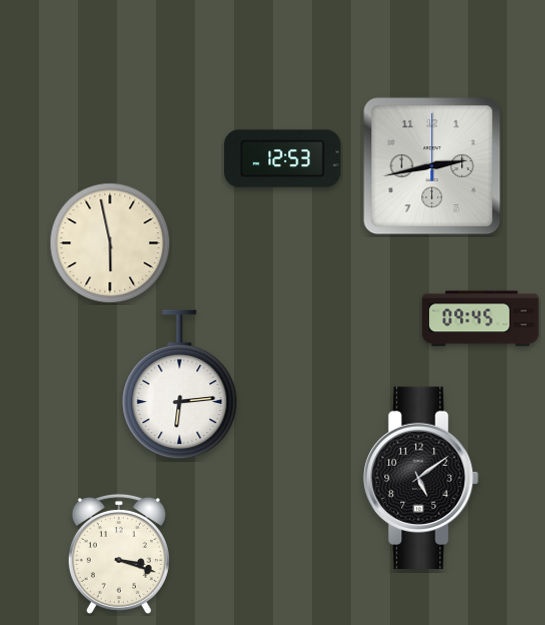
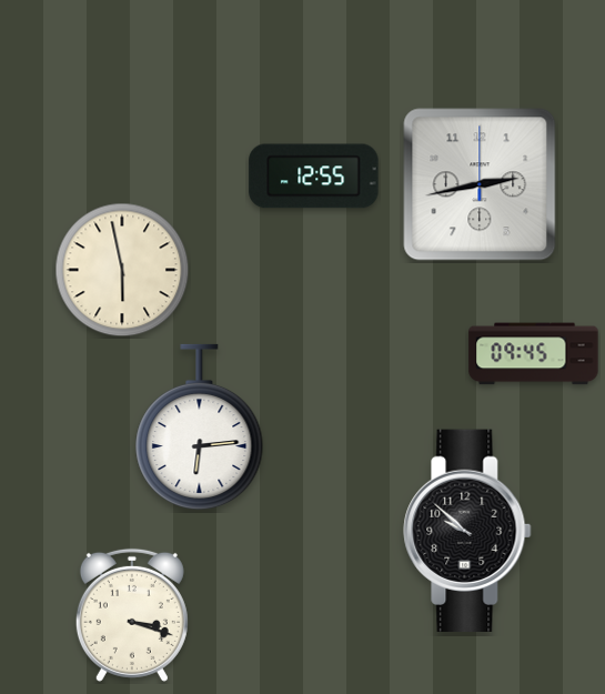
clock at (283, 159): 12:53 -> 12:55
clock at (421, 477): 5:09 -> 9:52
